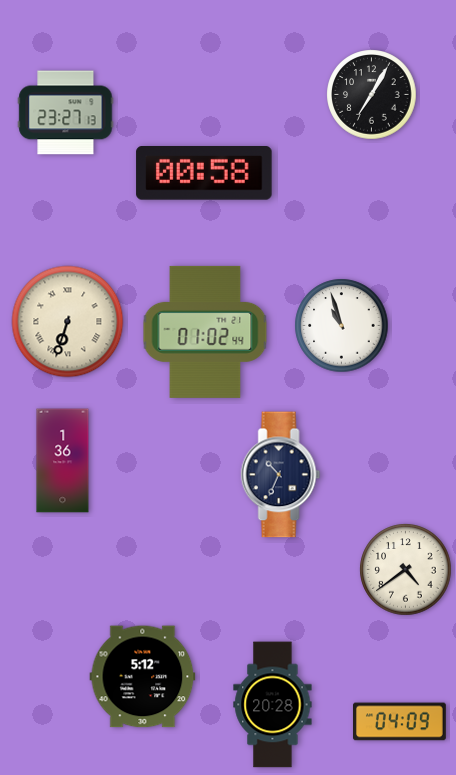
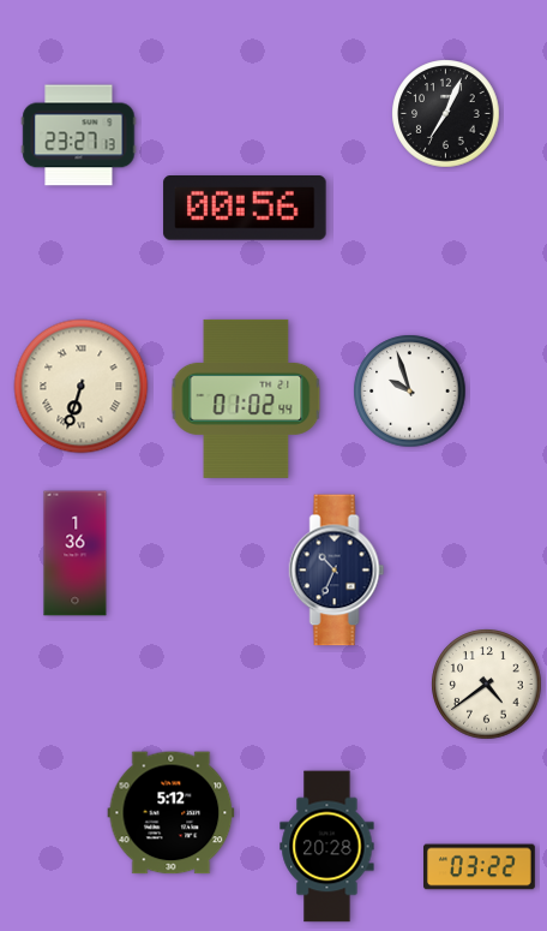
clock at (372, 95): 7:05 -> 7:04
clock at (204, 173): 00:58 -> 00:56
clock at (342, 326): 10:57 -> 9:57
clock at (400, 722): 04:09 -> 03:22
